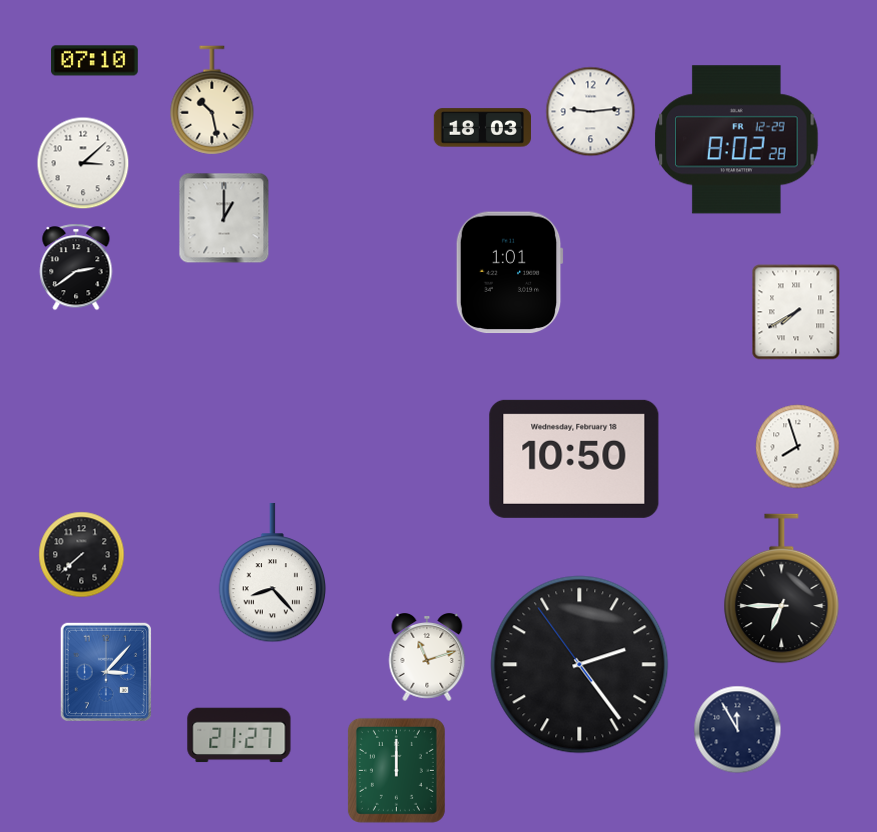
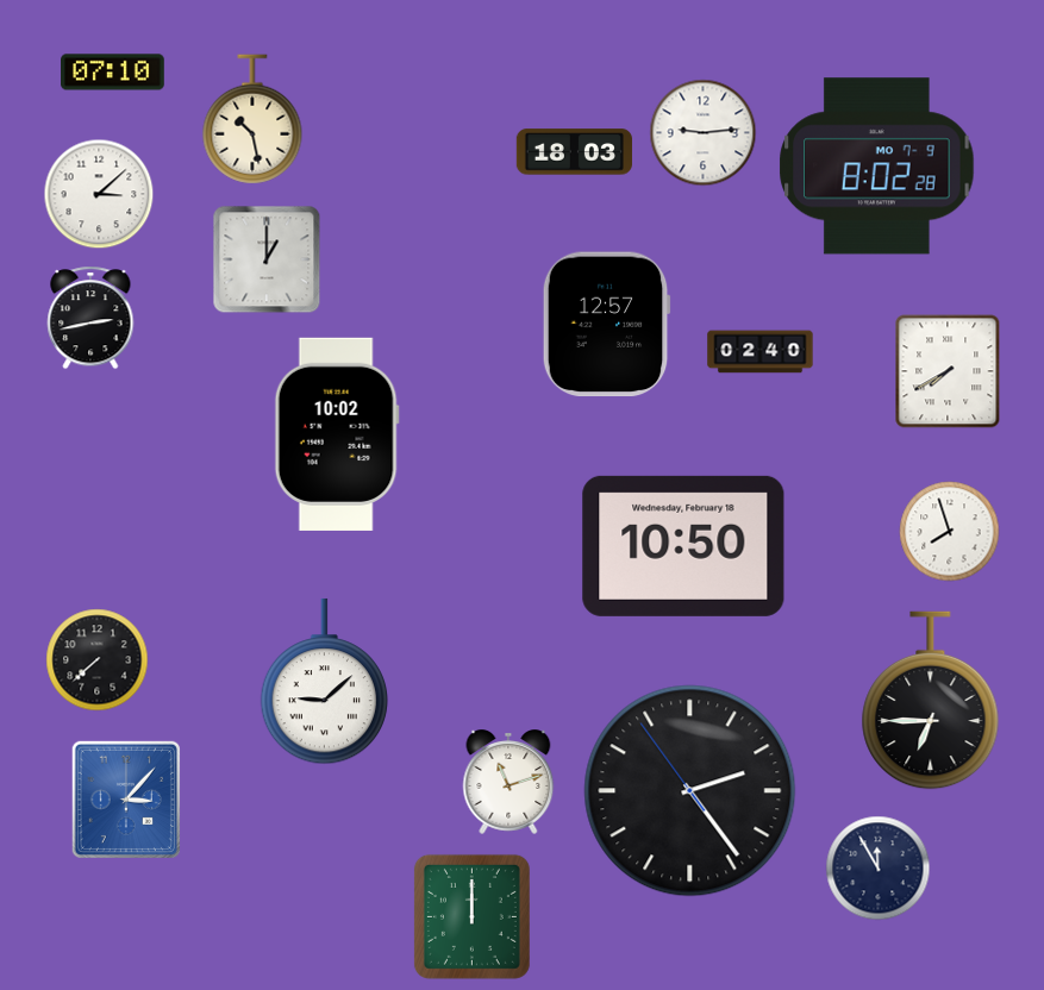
clock at (737, 140) date: FR 12-29 -> MO 7-9
clock at (76, 267): 2:39 -> 2:43
clock at (509, 273): 1:01 -> 12:57
clock at (761, 352): none -> 02:40
clock at (337, 434): none -> 10:02
clock at (272, 573): 8:23 -> 9:08
clock at (239, 735): 21:27 -> none
